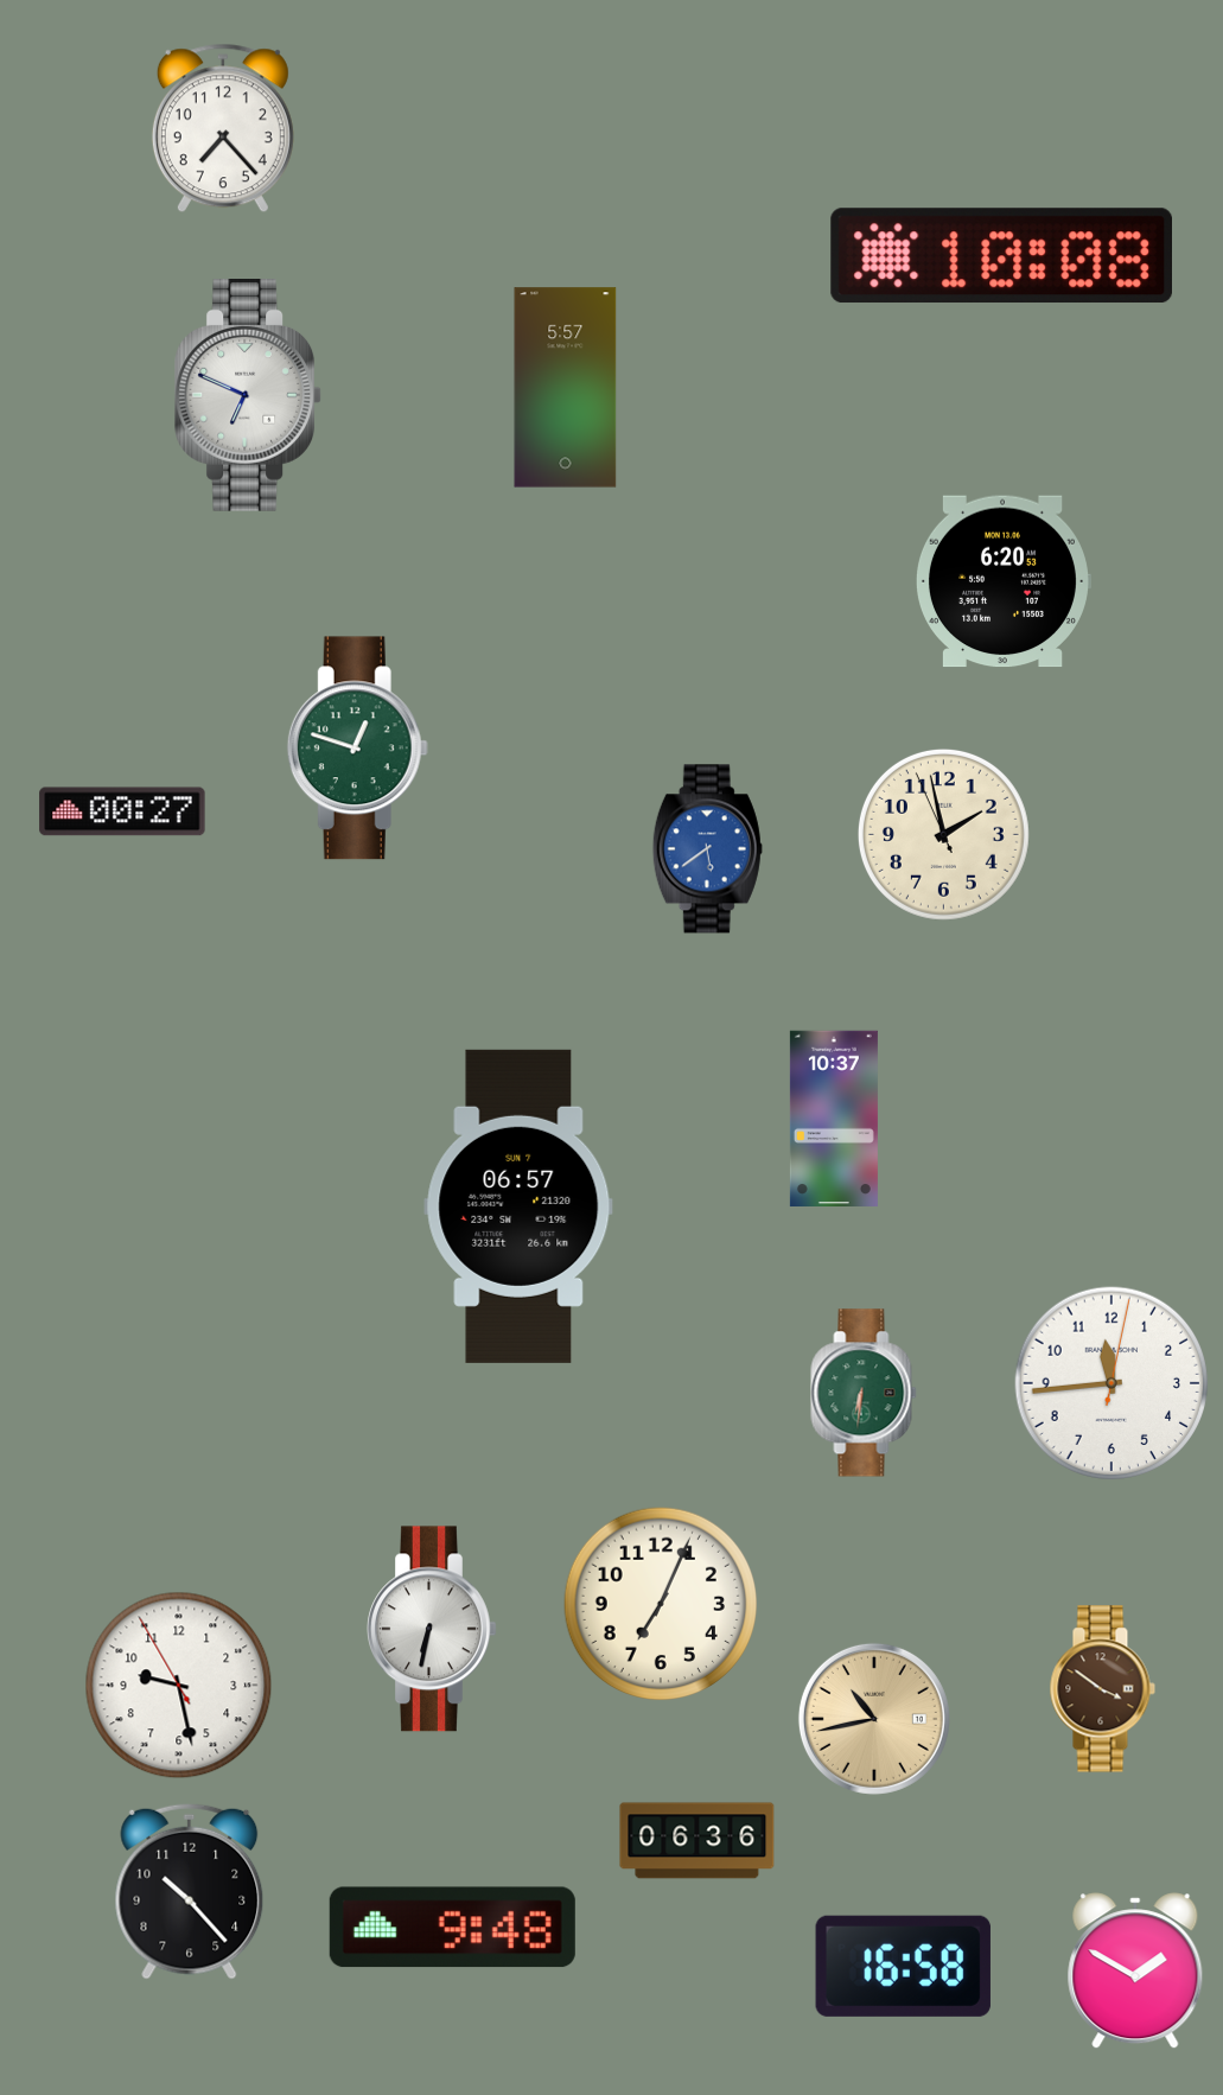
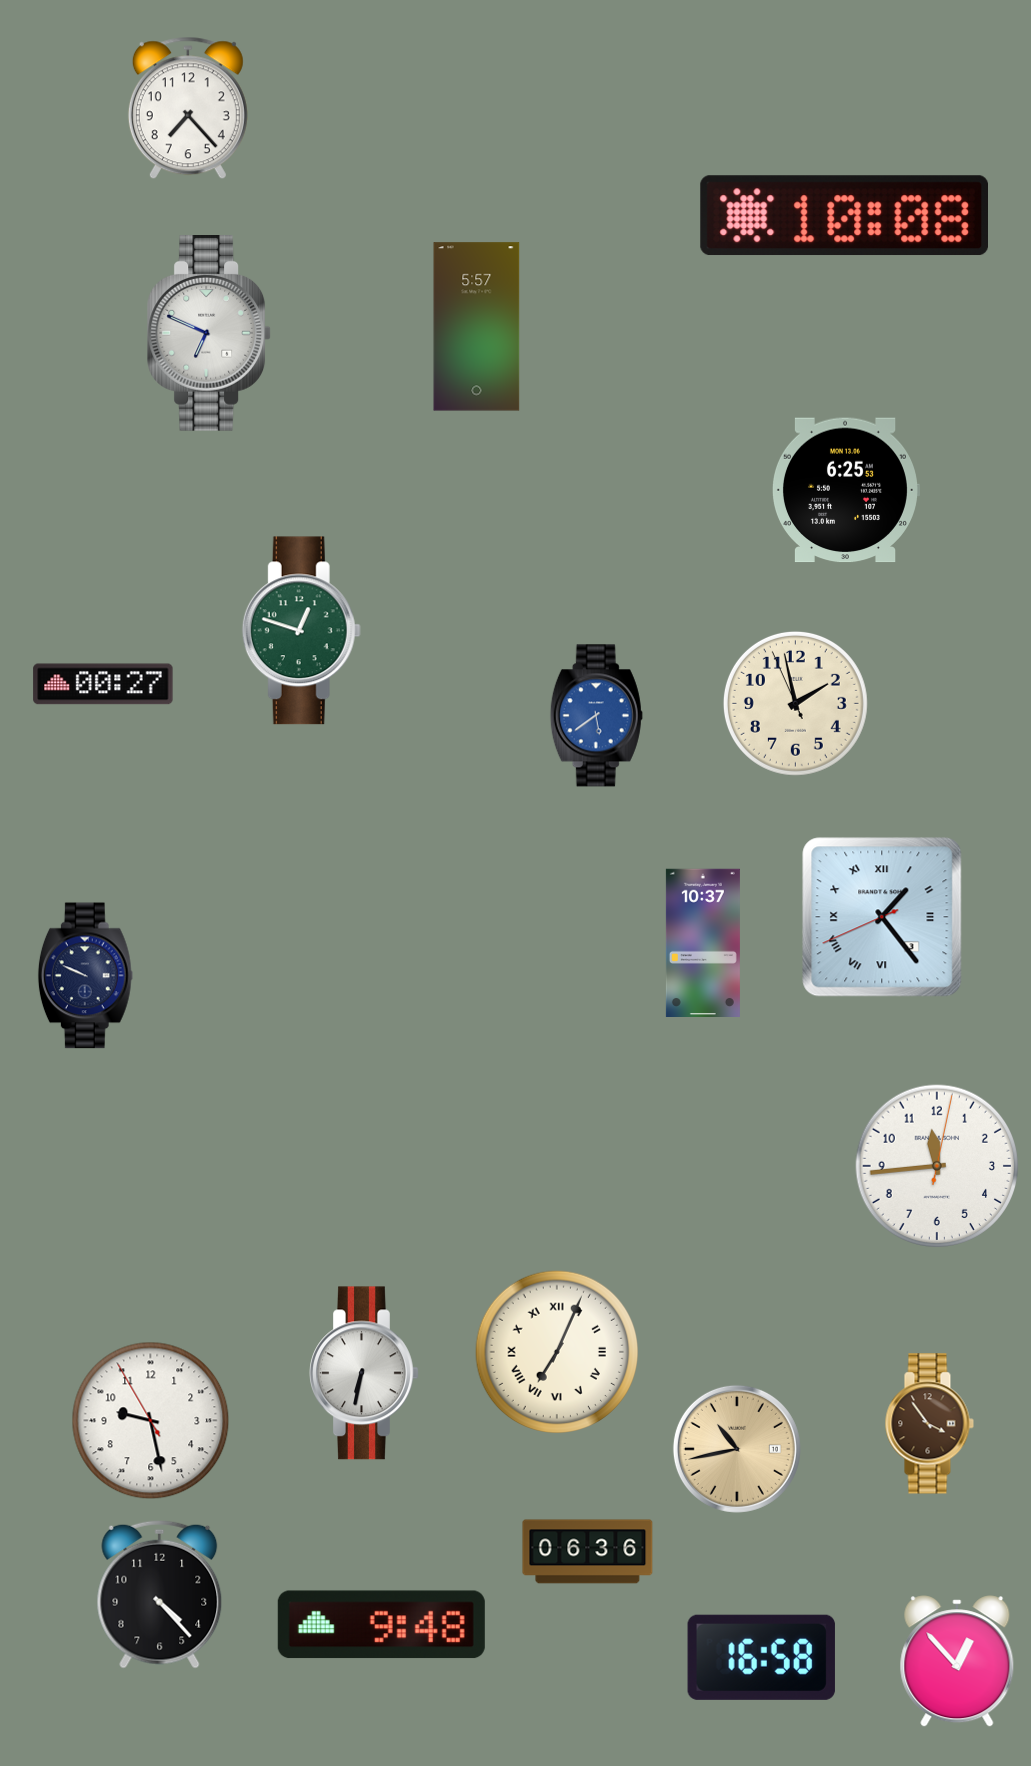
clock at (1002, 581): 6:20 -> 6:25
clock at (882, 917): none -> 1:23
clock at (85, 976): none -> 9:49
clock at (518, 1206): 06:57 -> none
clock at (864, 1393): 6:31 -> none
clock at (661, 1604) numerals: Arabic -> Roman
clock at (1102, 1689): 3:51 -> 3:54
clock at (190, 1891): 10:23 -> 4:23
clock at (1135, 1970): 1:50 -> 12:53
